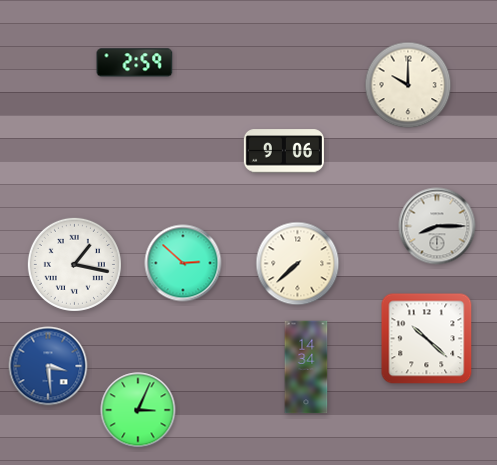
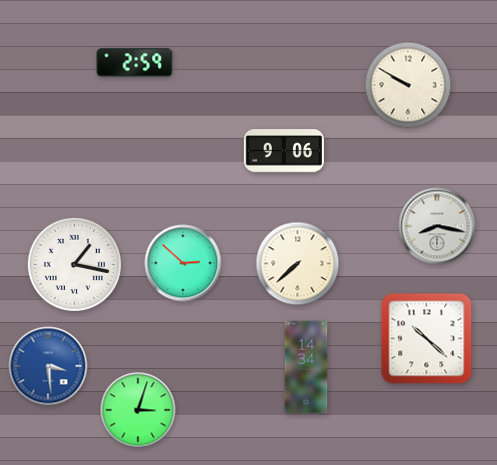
clock at (408, 85): 10:00 -> 9:50
clock at (437, 226): 8:15 -> 8:17
clock at (138, 410): 3:04 -> 3:03
